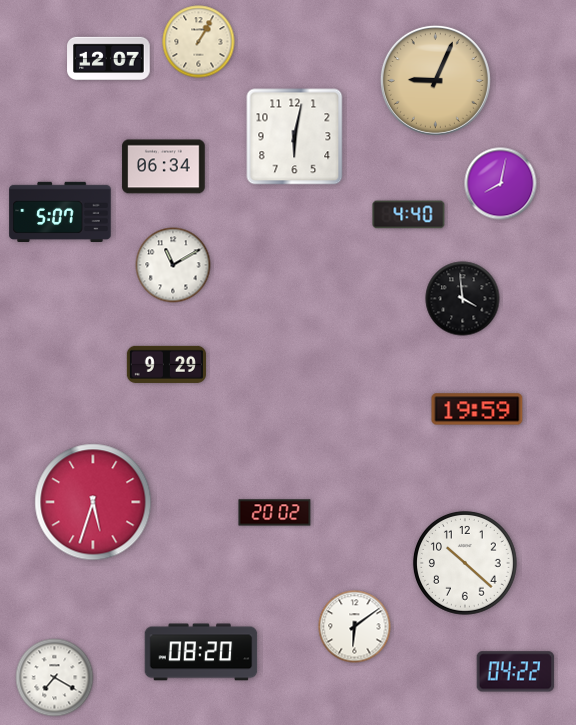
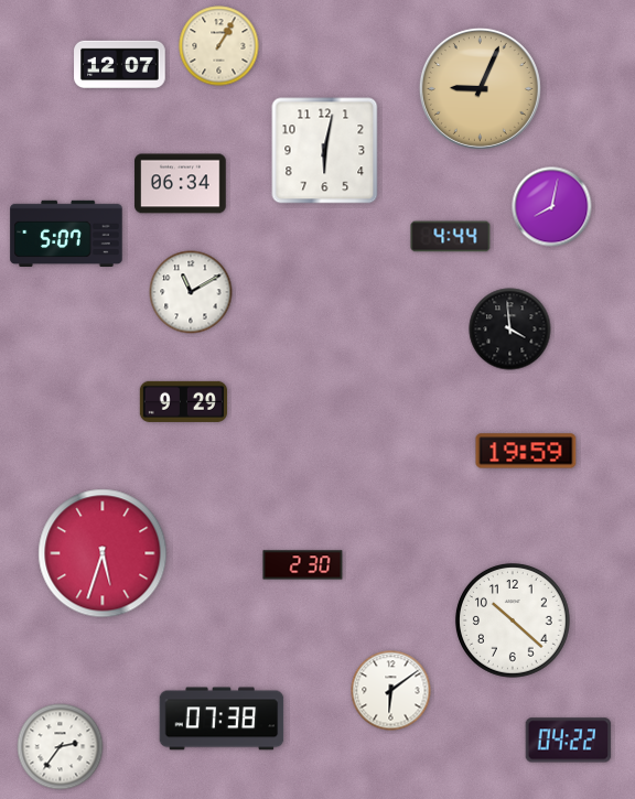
clock at (501, 184) position: (501, 184) -> (552, 207)
clock at (409, 215): 4:40 -> 4:44
clock at (275, 513): 20:02 -> 2:30
clock at (201, 652): 08:20 -> 07:38
clock at (55, 678): 7:20 -> 2:36
